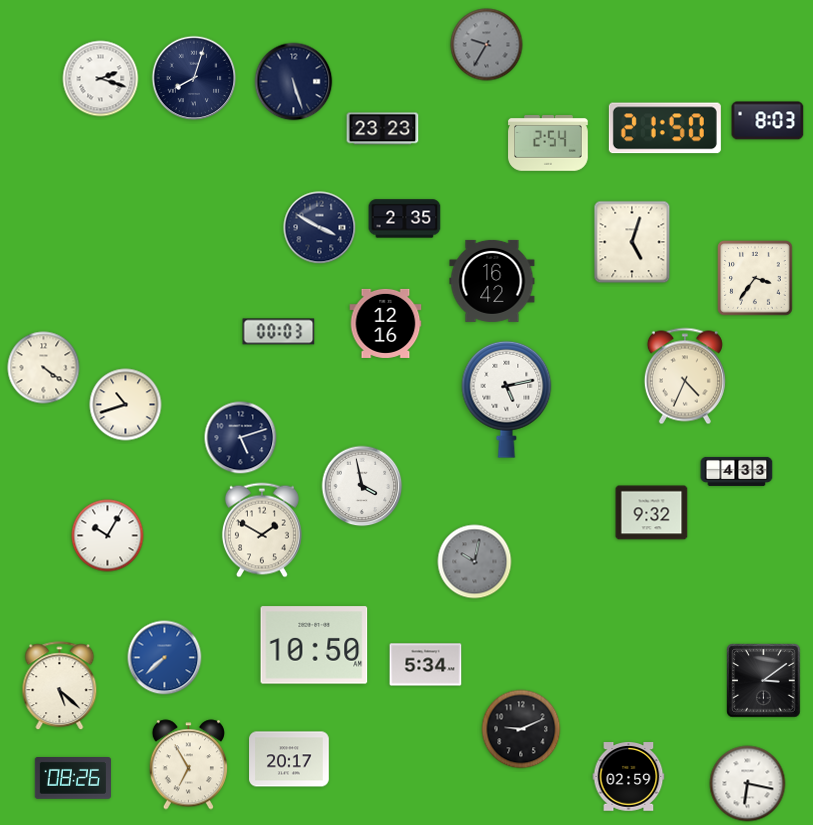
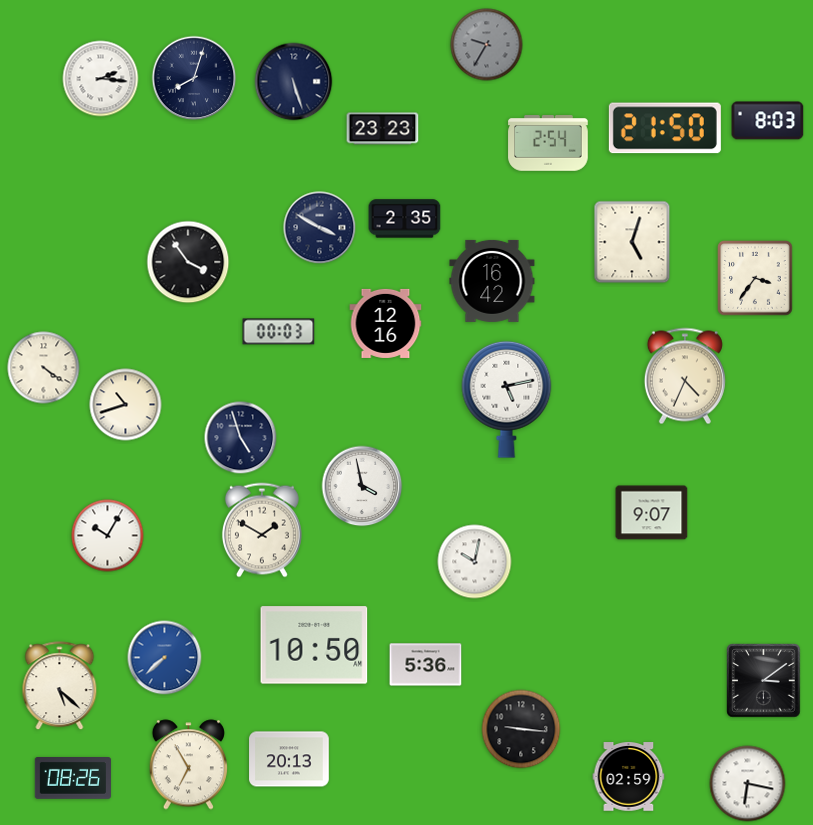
clock at (101, 79): 2:18 -> 2:16
clock at (188, 262): none -> 3:54
clock at (241, 438): 5:12 -> 4:57
clock at (737, 471): 4:33 -> none
clock at (652, 513): 9:32 -> 9:07
clock at (475, 562) dial: grey -> white
clock at (426, 665): 5:34 -> 5:36
clock at (521, 729): 9:11 -> 9:16
clock at (289, 759): 20:17 -> 20:13
